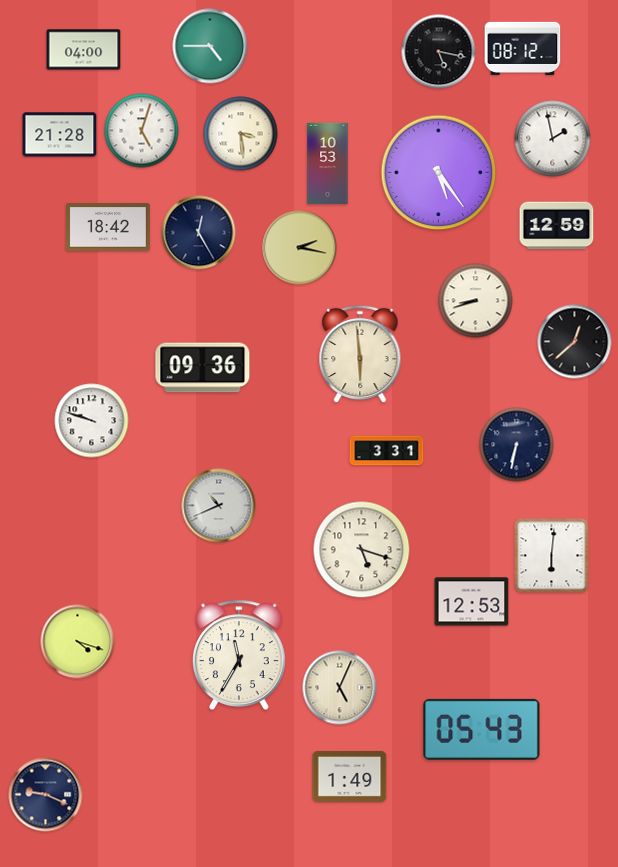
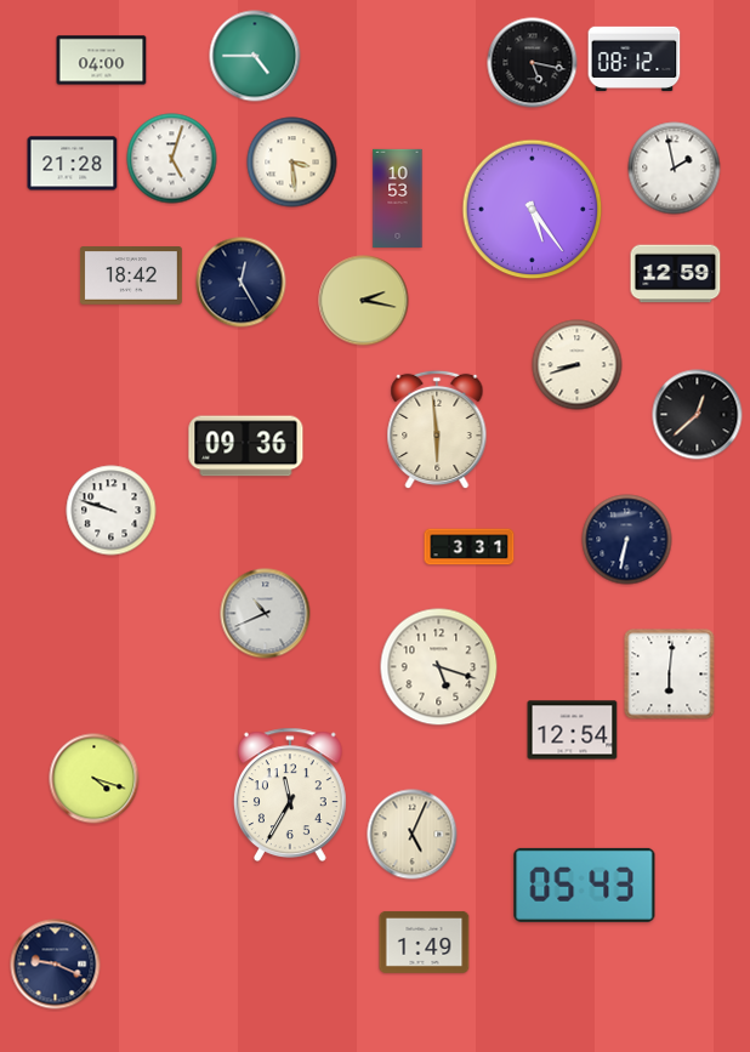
clock at (553, 139) position: (553, 139) -> (675, 169)
clock at (472, 602): 12:53 -> 12:54
